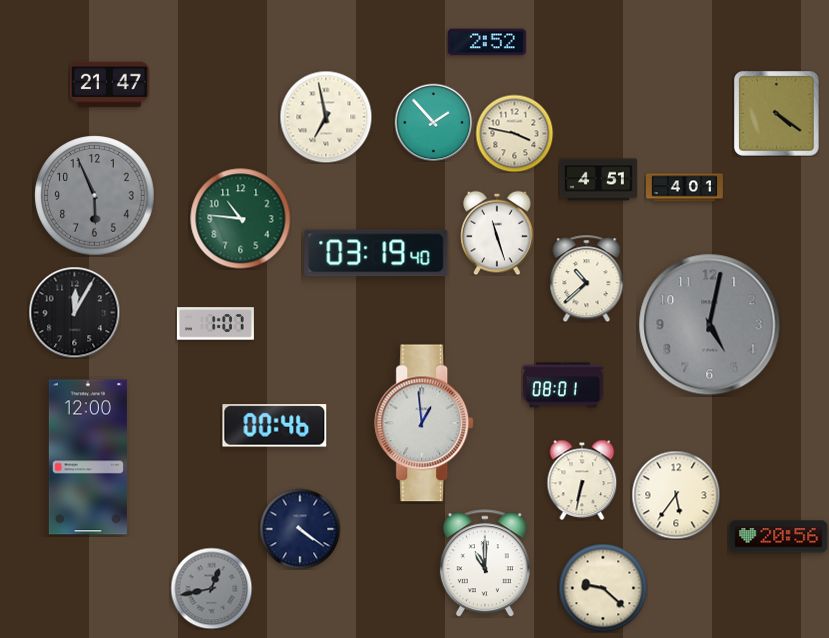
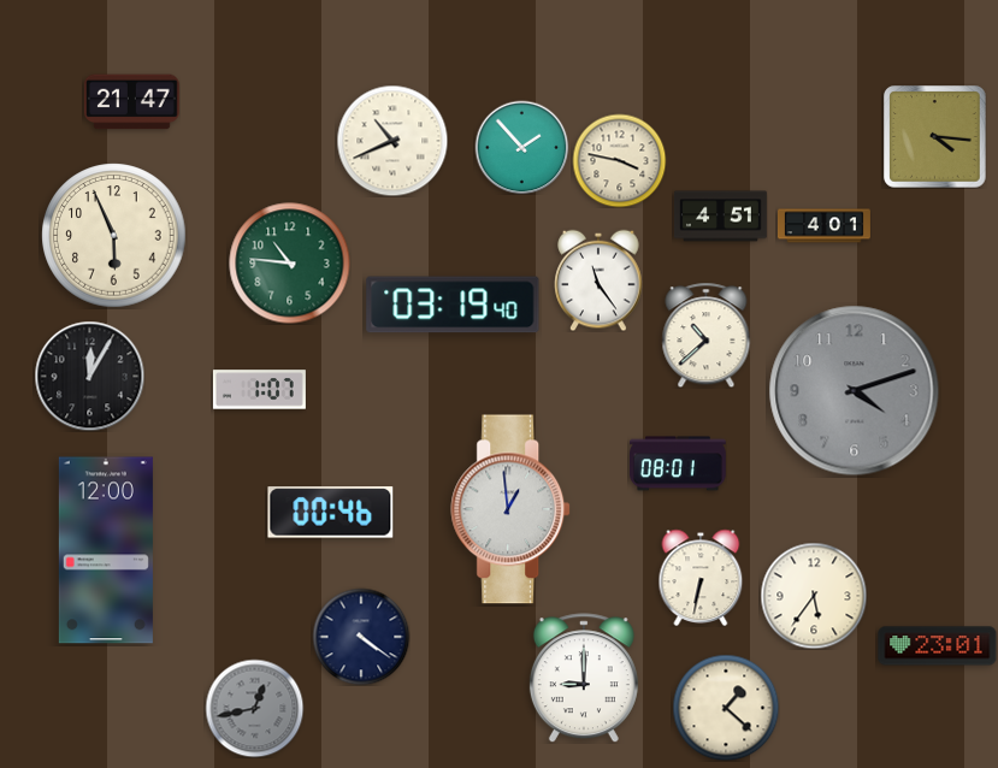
clock at (487, 42): 2:52 -> none
clock at (777, 114): 4:21 -> 4:16
clock at (326, 117): 6:58 -> 10:41
clock at (95, 196) dial: grey -> cream
clock at (497, 233): 11:27 -> 11:24
clock at (710, 325): 5:02 -> 4:12
clock at (779, 537): 20:56 -> 23:01
clock at (485, 563): 11:00 -> 9:00
clock at (603, 588): 9:22 -> 1:22
